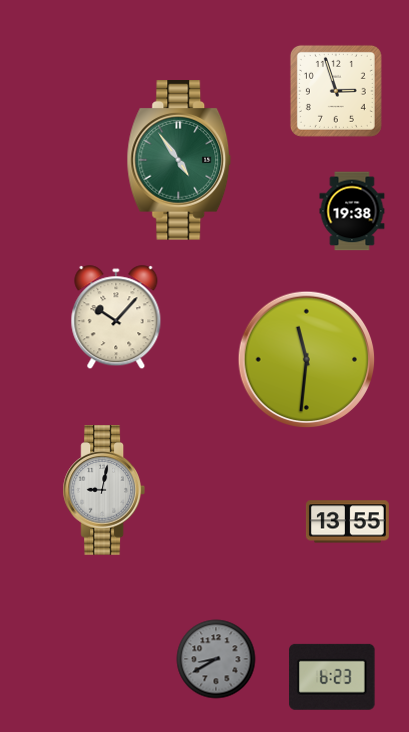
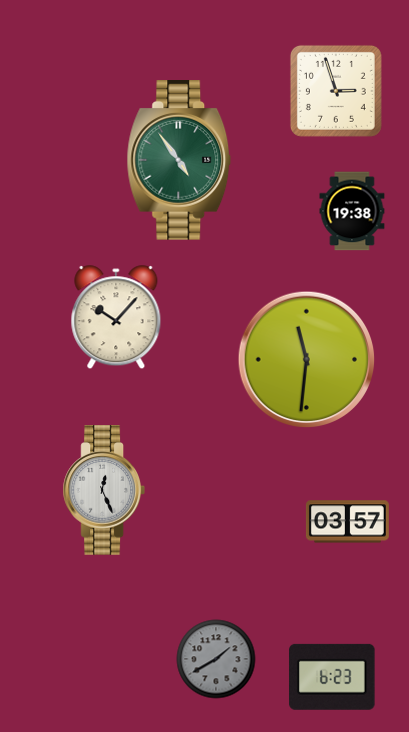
clock at (103, 490): 9:02 -> 12:26
clock at (347, 522): 13:55 -> 03:57
clock at (216, 659): 8:40 -> 1:40
